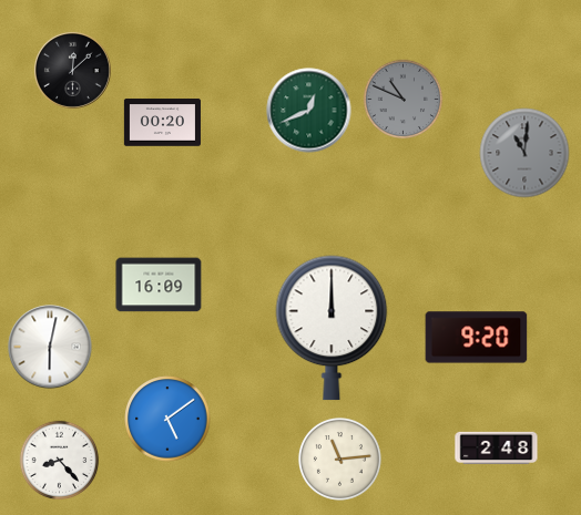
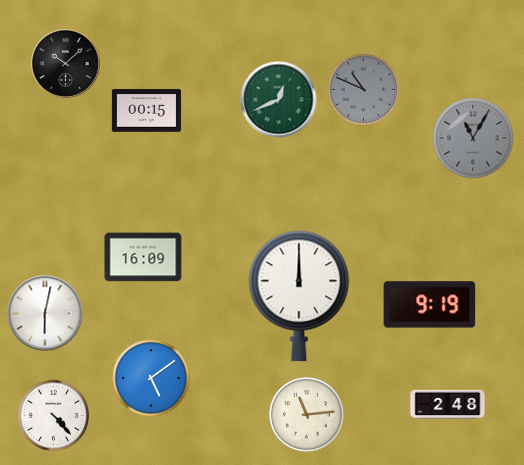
clock at (72, 70): 12:08 -> 10:08
clock at (162, 123): 00:20 -> 00:15
clock at (524, 153): 11:01 -> 11:05
clock at (477, 338): 9:20 -> 9:19
clock at (60, 461): 8:23 -> 4:23
